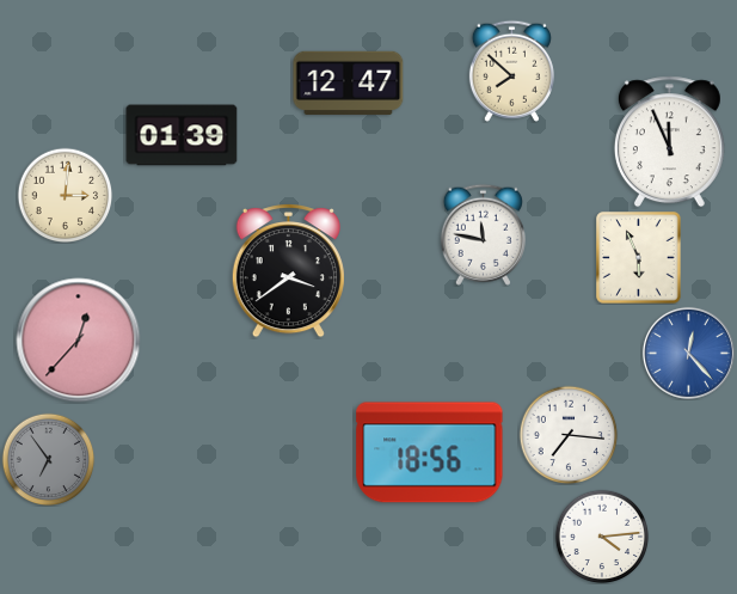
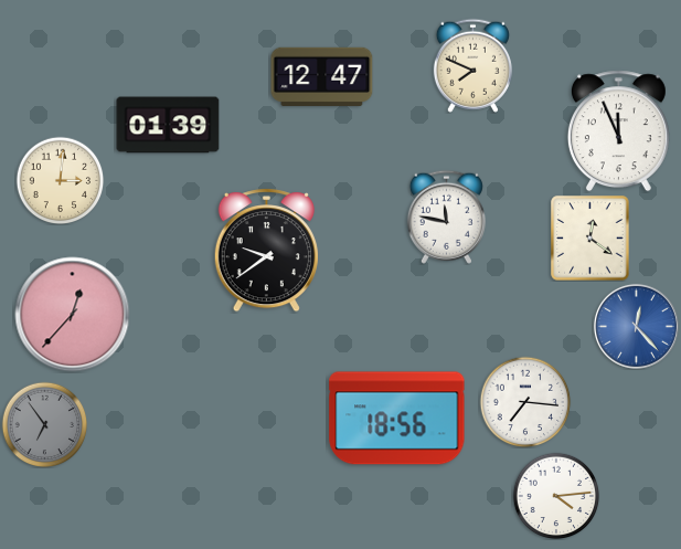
clock at (511, 71): 7:52 -> 7:49
clock at (639, 258): 5:56 -> 12:21
clock at (288, 271): 3:39 -> 9:39
